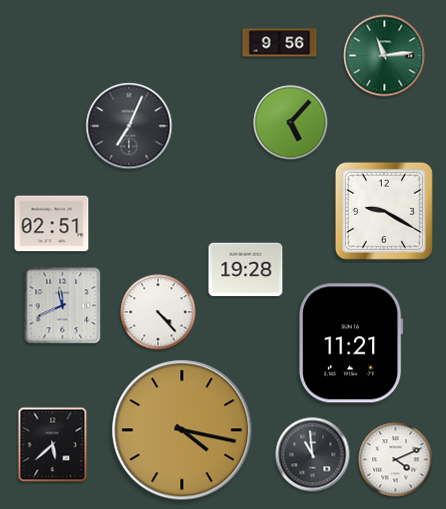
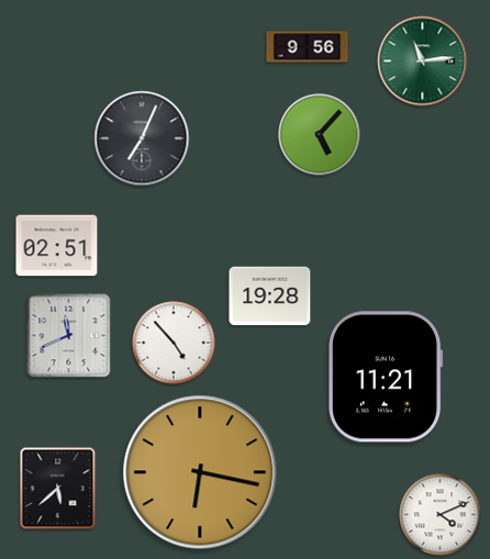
clock at (384, 211): 9:20 -> none
clock at (158, 312): 4:23 -> 4:53
clock at (182, 430): 4:17 -> 6:17
clock at (313, 455): 10:59 -> none
clock at (396, 460) position: (396, 460) -> (441, 515)
